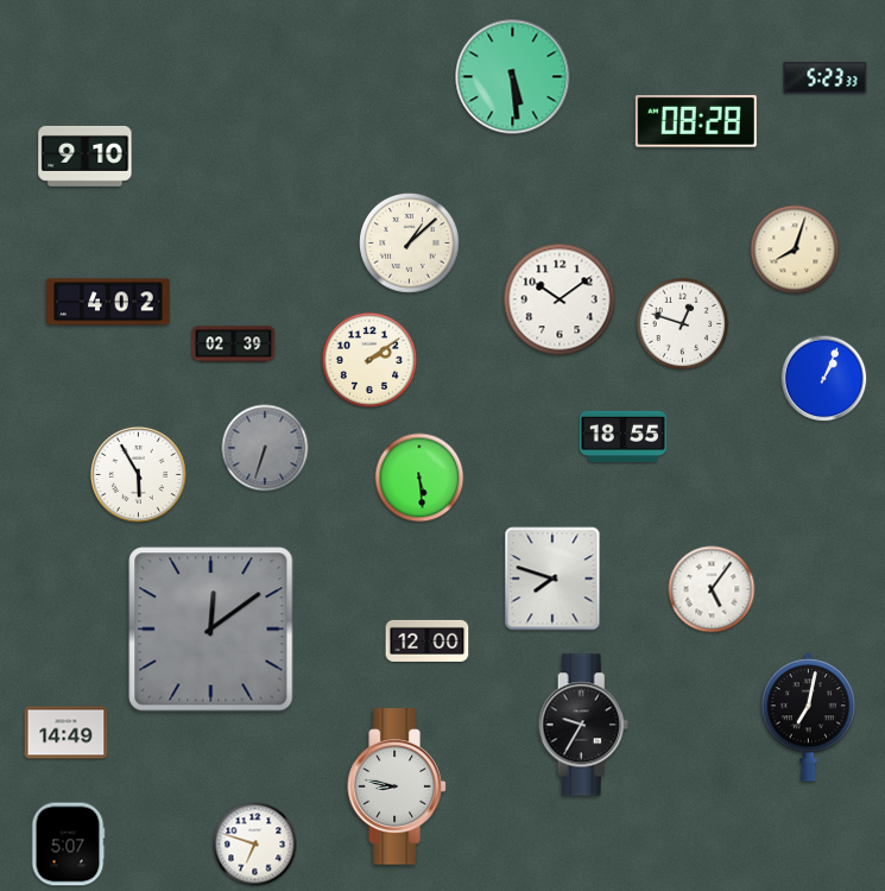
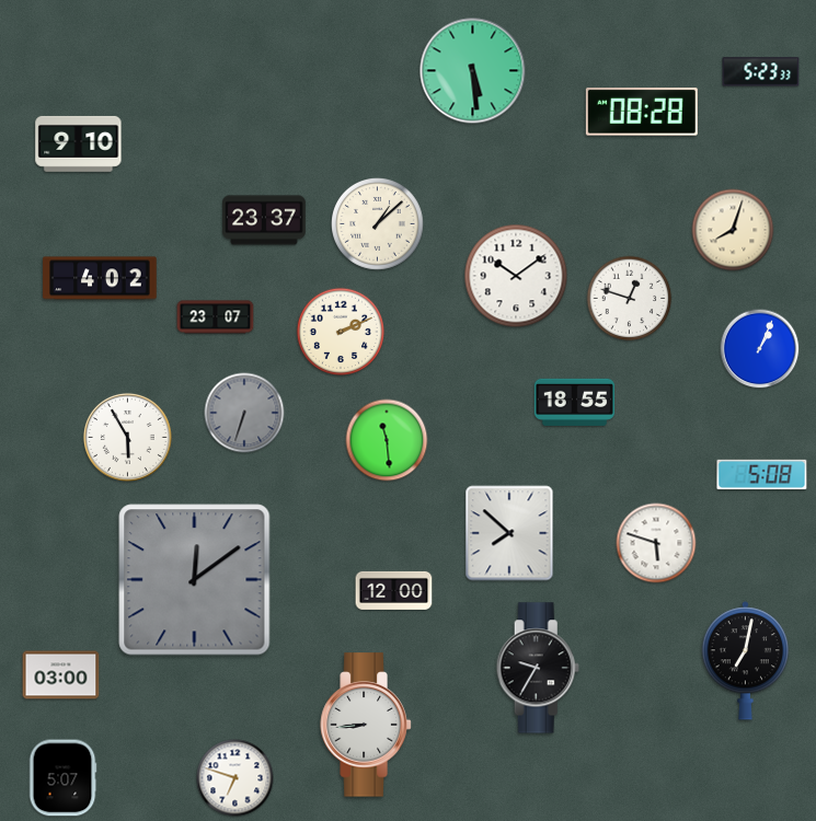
clock at (264, 220): none -> 23:37
clock at (234, 345): 02:39 -> 23:07
clock at (368, 359): 2:09 -> 2:11
clock at (419, 478): 5:29 -> 11:29
clock at (762, 474): none -> 5:08
clock at (552, 579): 7:48 -> 7:52
clock at (712, 589): 5:06 -> 5:48
clock at (67, 733): 14:49 -> 03:00
clock at (397, 786): 8:47 -> 8:44
